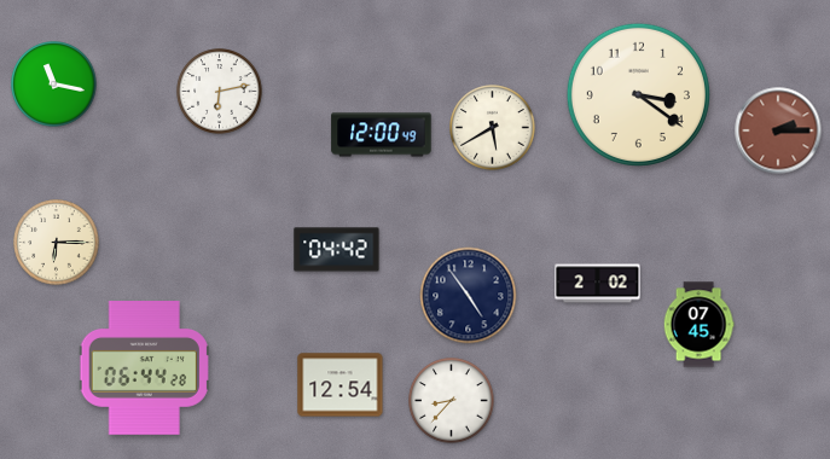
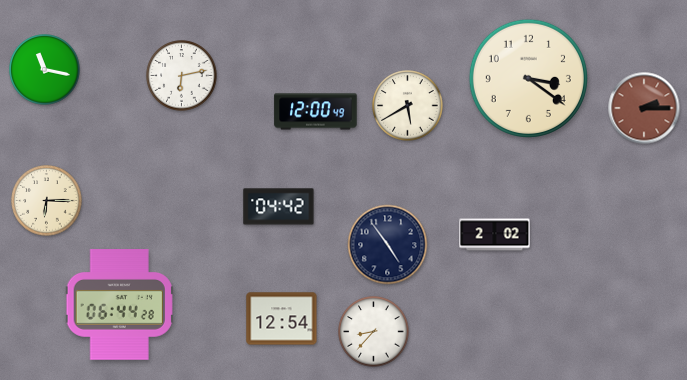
clock at (698, 325): 07:45 -> none
